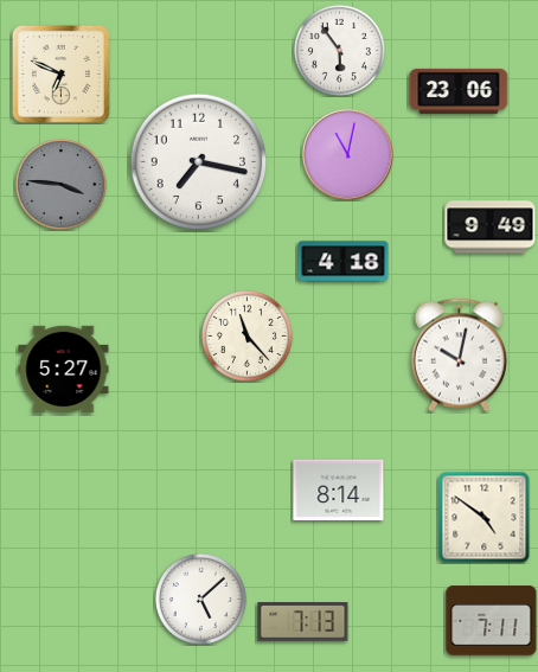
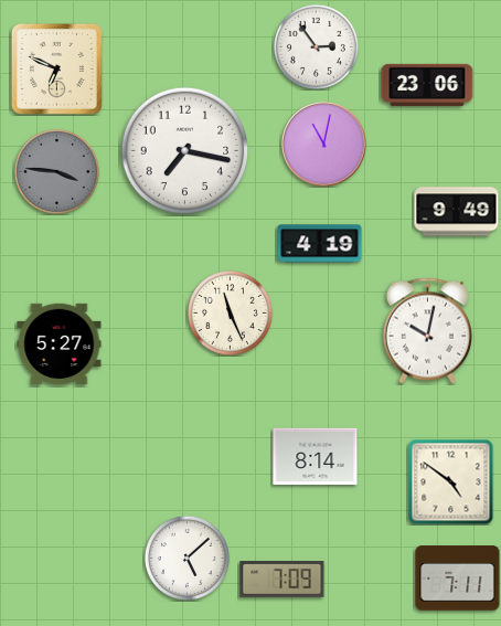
clock at (339, 50): 5:54 -> 2:54
clock at (344, 262): 4:18 -> 4:19
clock at (246, 335): 11:23 -> 11:26
clock at (303, 622): 7:13 -> 7:09
